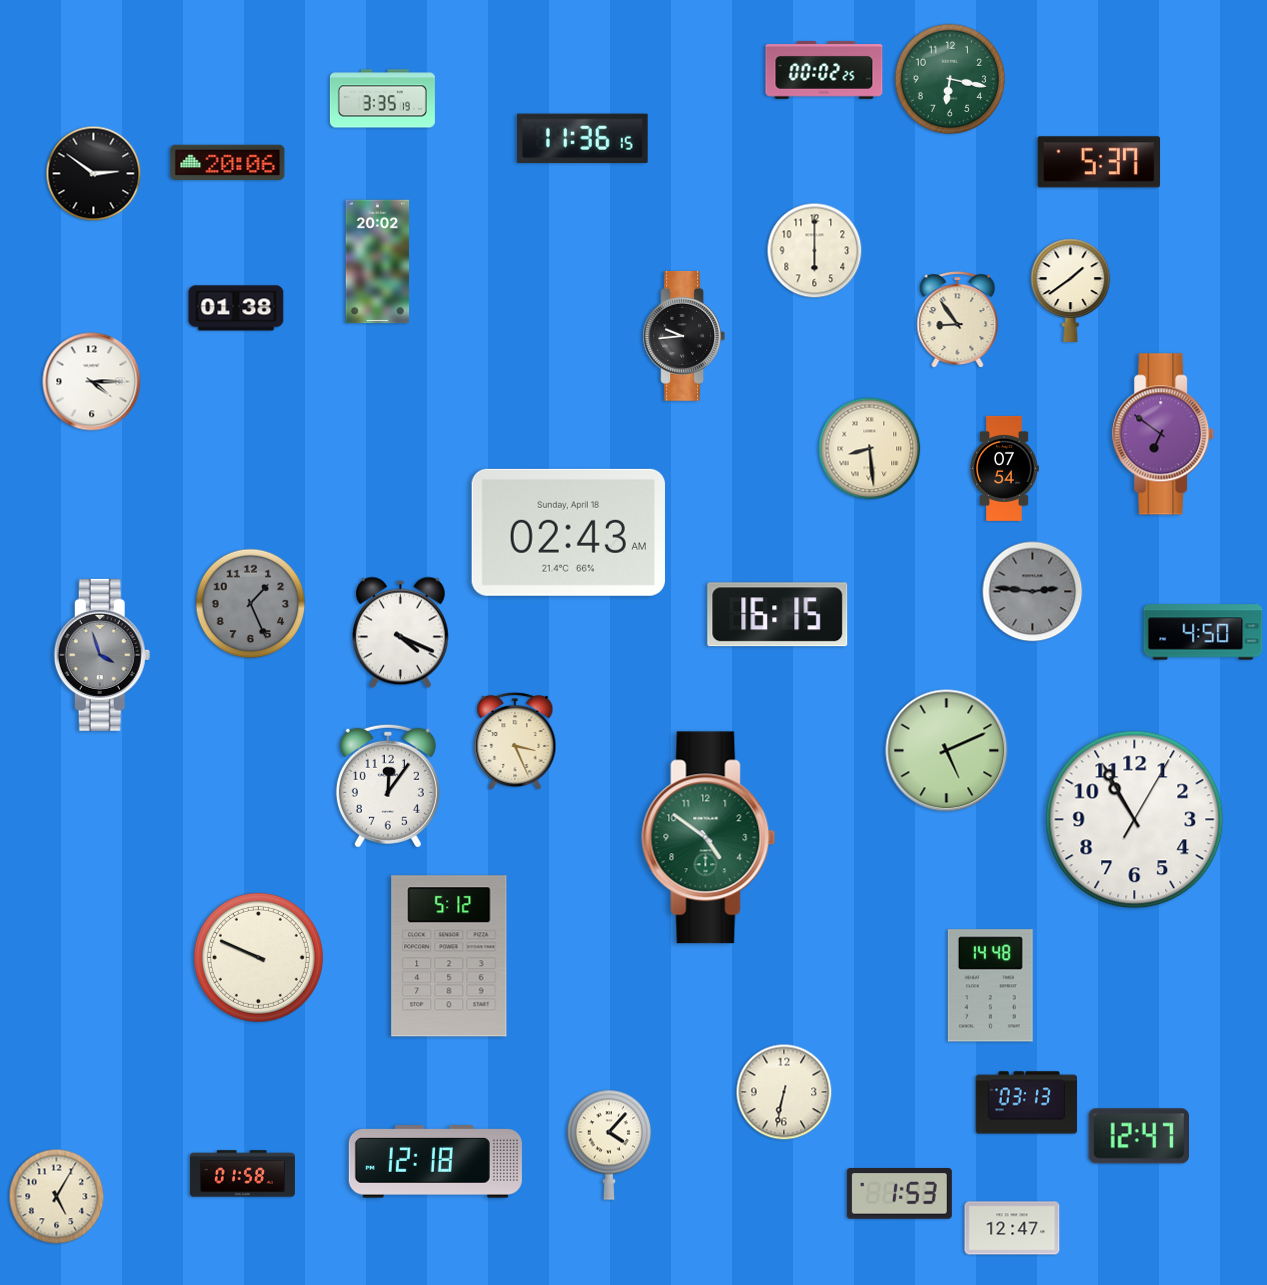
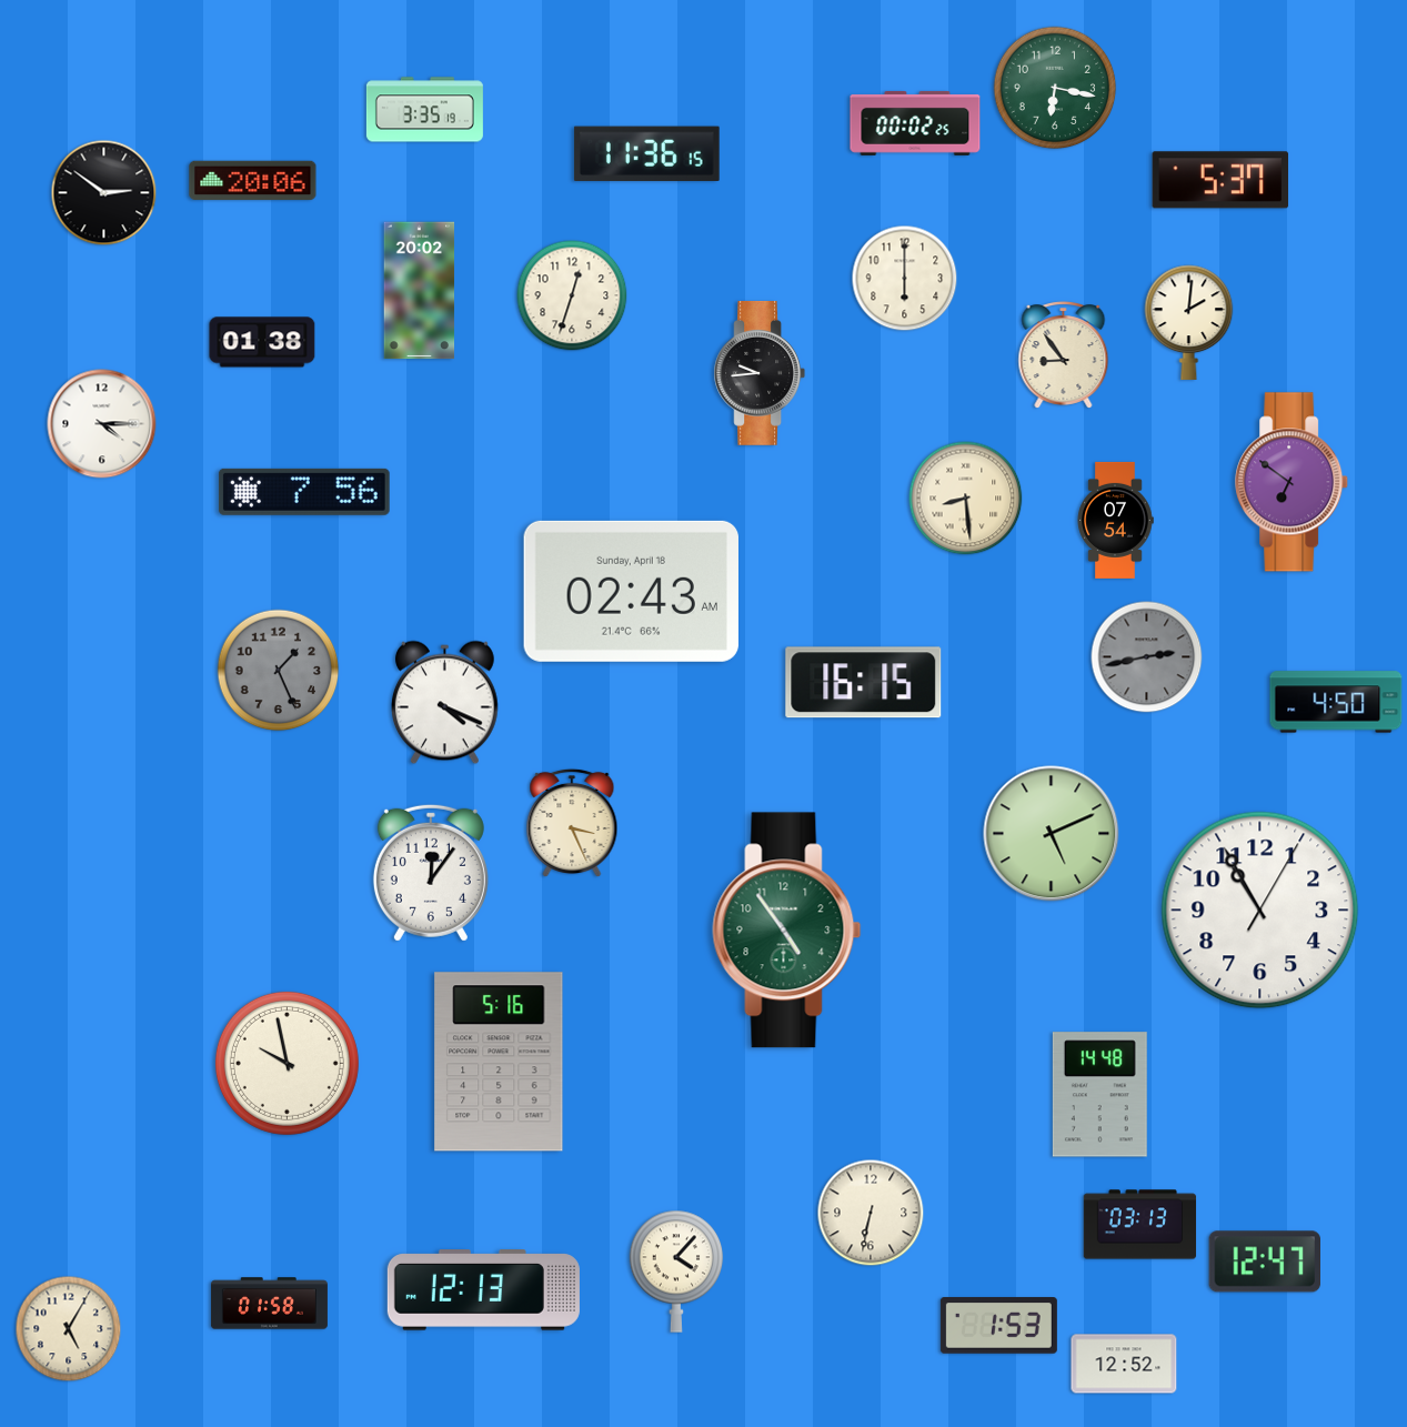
clock at (824, 70) position: (824, 70) -> (915, 123)
clock at (572, 295): none -> 12:33
clock at (1071, 290): 1:39 -> 2:01
clock at (304, 492): none -> 7:56
clock at (1033, 592): 2:46 -> 2:43
clock at (102, 655): 3:57 -> none
clock at (709, 838): 4:51 -> 4:54
clock at (449, 956): 5:12 -> 5:16
clock at (258, 957): 9:49 -> 9:58
clock at (435, 1162): 12:18 -> 12:13
clock at (57, 1197) position: (57, 1197) -> (69, 1329)
clock at (1012, 1228): 12:47 -> 12:52
